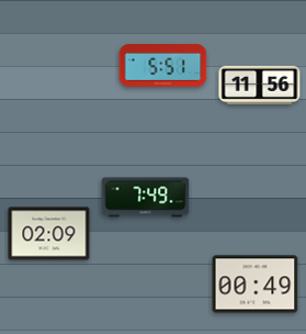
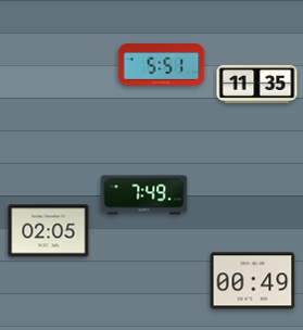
clock at (260, 85): 11:56 -> 11:35
clock at (49, 234): 02:09 -> 02:05
